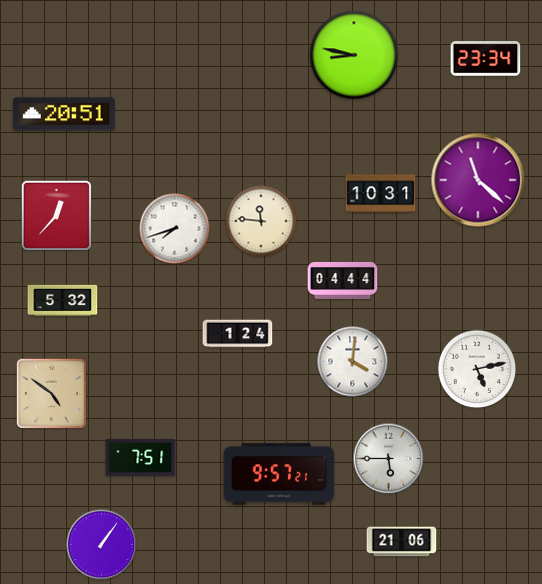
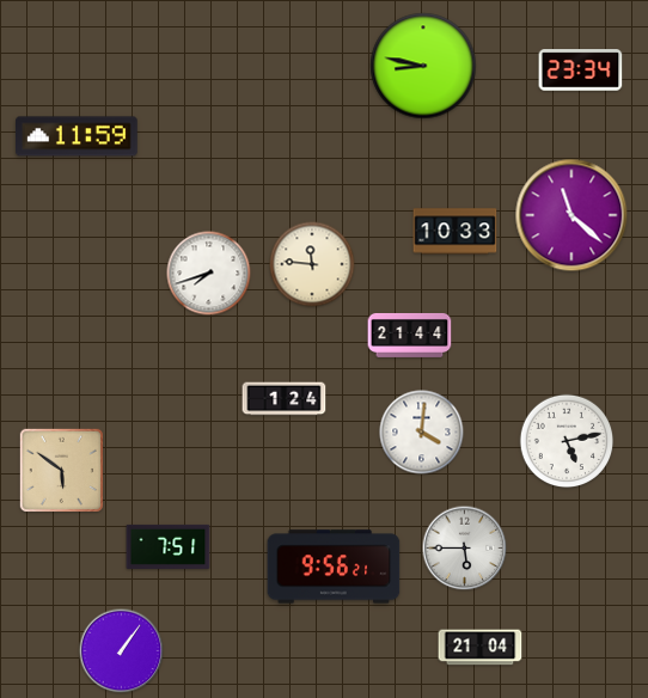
clock at (65, 114): 20:51 -> 11:59
clock at (381, 194): 10:31 -> 10:33
clock at (56, 215): 12:37 -> none
clock at (343, 280): 04:44 -> 21:44
clock at (63, 300): 5:32 -> none
clock at (477, 369) position: (477, 369) -> (567, 441)
clock at (51, 393): 4:51 -> 5:51
clock at (279, 474): 9:57 -> 9:56
clock at (402, 542): 21:06 -> 21:04
